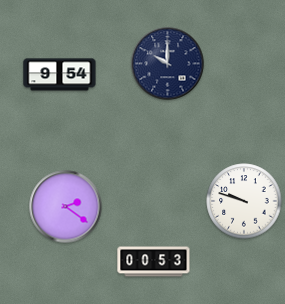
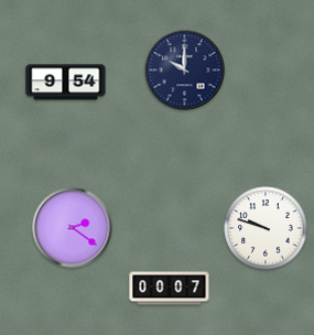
clock at (244, 201) position: (244, 201) -> (266, 228)
clock at (154, 262): 00:53 -> 00:07
